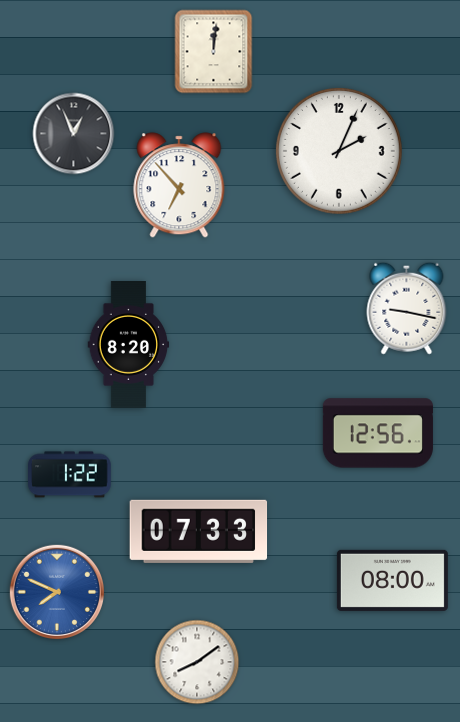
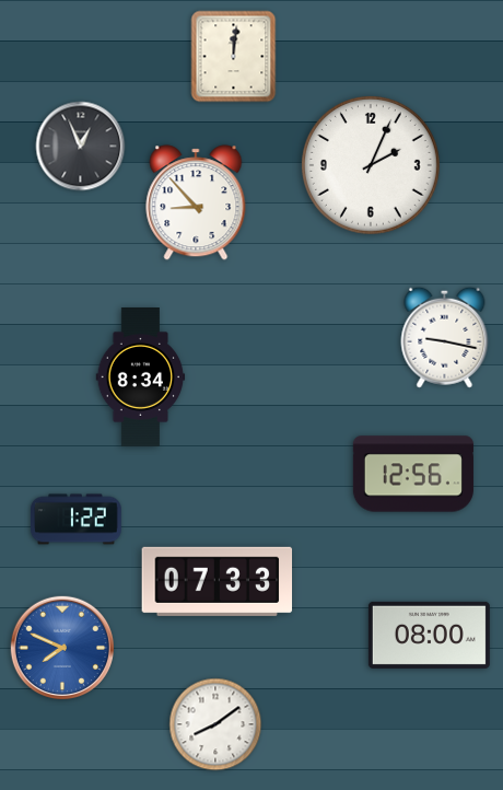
clock at (179, 185): 6:53 -> 8:53
clock at (129, 345): 8:20 -> 8:34
